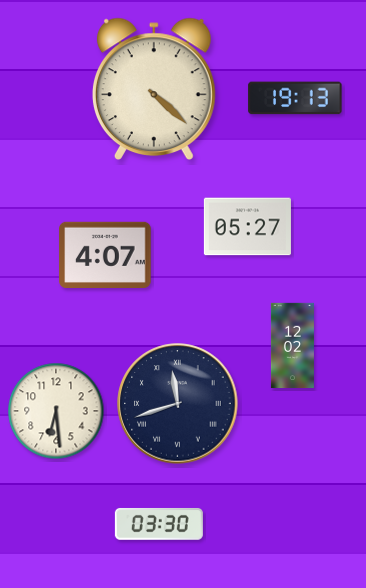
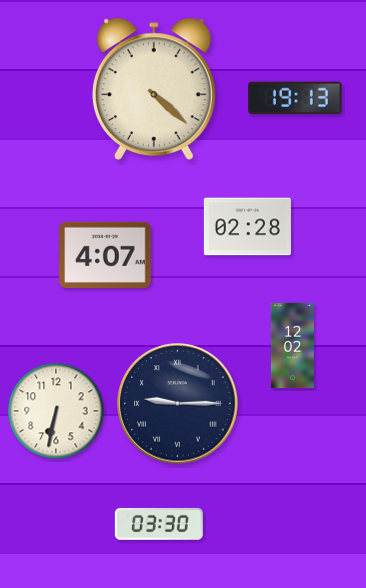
clock at (247, 227): 05:27 -> 02:28
clock at (178, 404): 11:42 -> 9:15
clock at (56, 411): 6:29 -> 6:32
